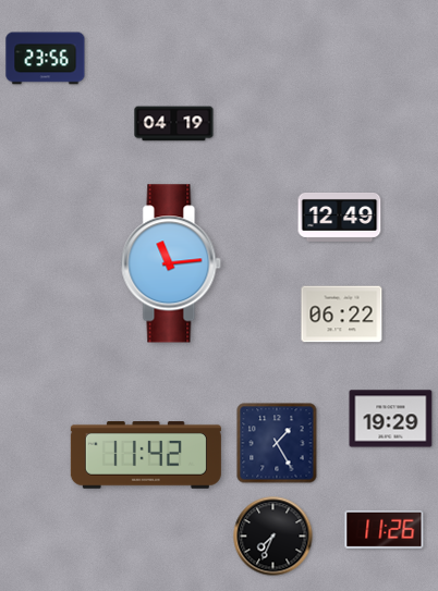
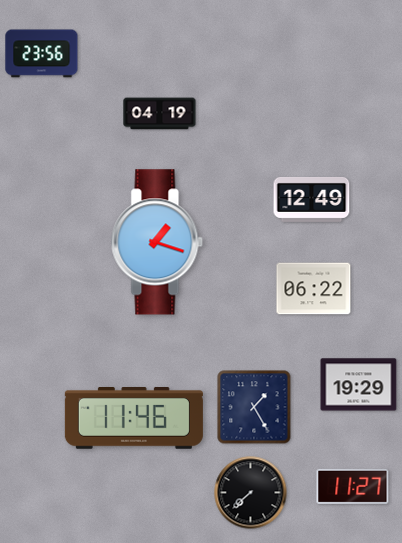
clock at (171, 263): 11:14 -> 1:18
clock at (146, 456): 11:42 -> 11:46
clock at (385, 529): 11:26 -> 11:27
clock at (273, 537): 7:34 -> 7:38
